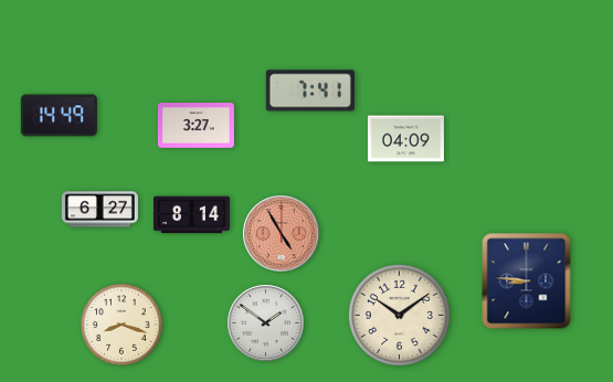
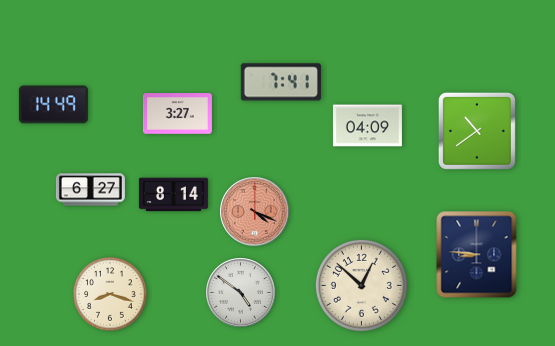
clock at (477, 131): none -> 10:39
clock at (282, 234): 4:55 -> 4:19
clock at (399, 315): 10:09 -> 12:52
clock at (266, 323): 1:51 -> 4:51
